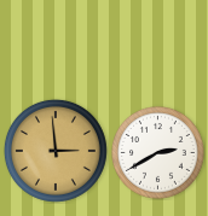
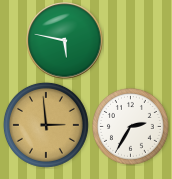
clock at (65, 41): none -> 5:47
clock at (158, 153): 2:40 -> 2:35
